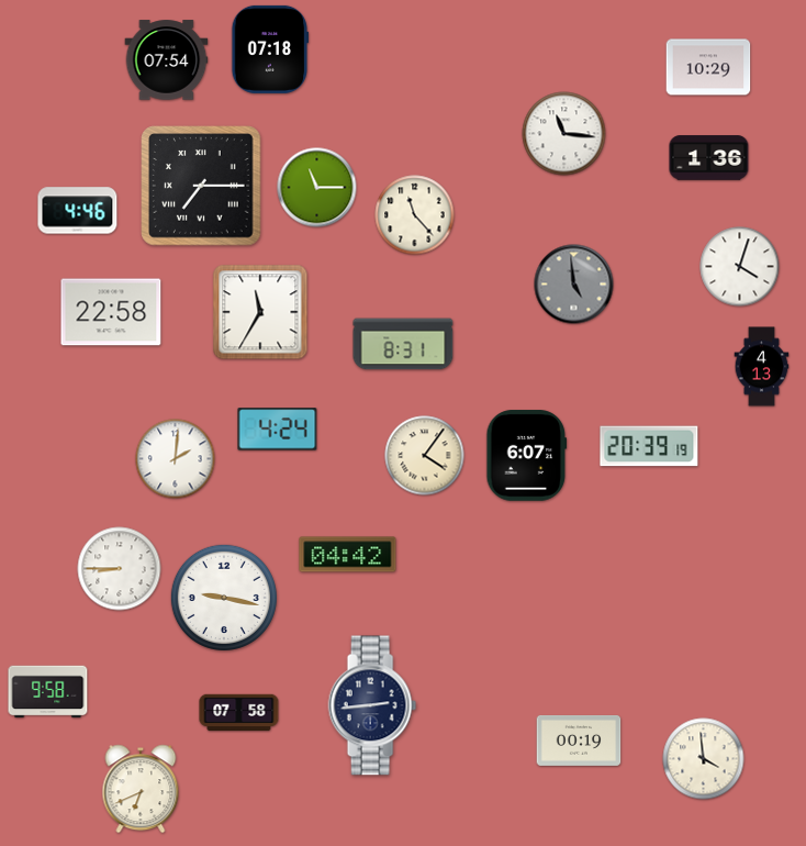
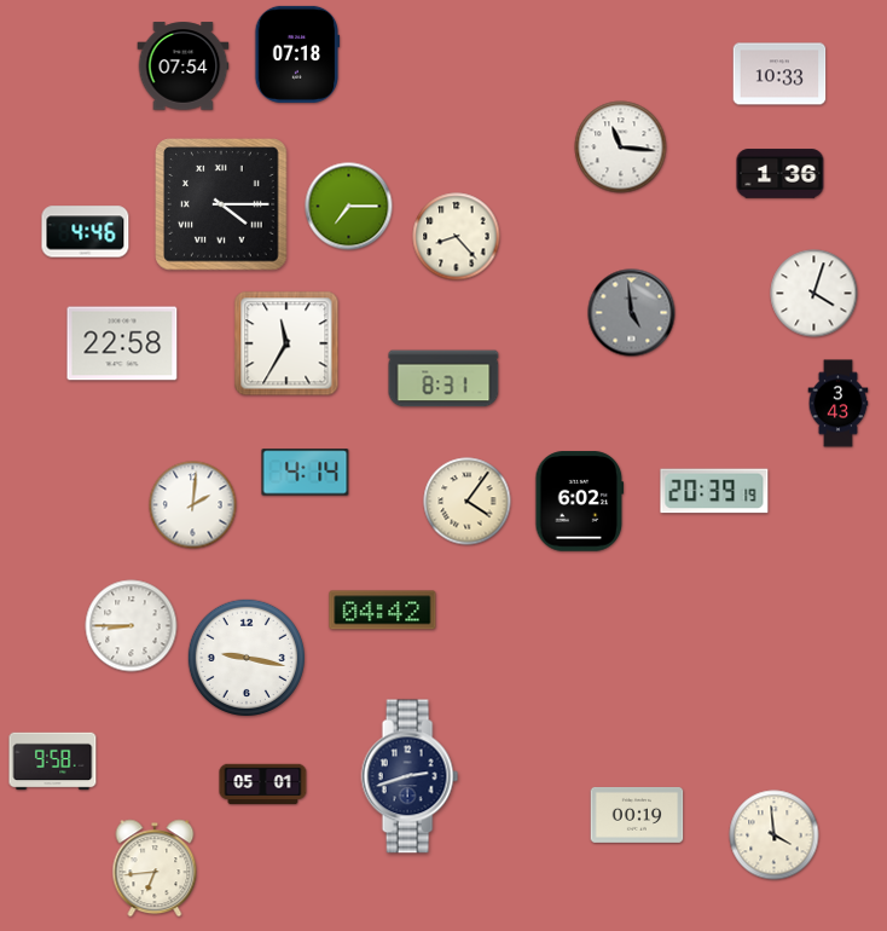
clock at (708, 67): 10:29 -> 10:33
clock at (201, 186): 7:15 -> 4:15
clock at (317, 188): 11:15 -> 7:15
clock at (415, 215): 11:23 -> 8:23
clock at (762, 367): 4:13 -> 3:43
clock at (278, 430): 4:24 -> 4:14
clock at (527, 456): 6:07 -> 6:02
clock at (372, 705): 2:44 -> 2:42
clock at (239, 713): 07:58 -> 05:01
clock at (141, 789): 6:41 -> 6:44
